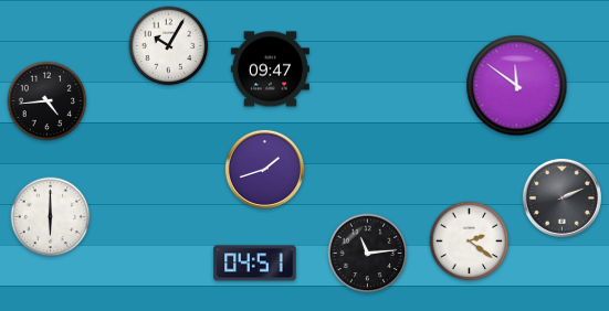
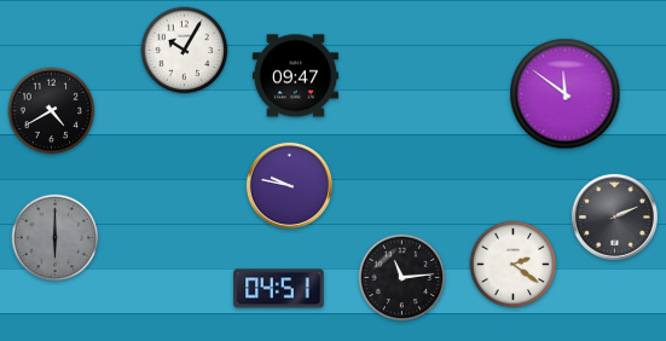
clock at (48, 101): 4:44 -> 4:40
clock at (264, 169): 1:42 -> 9:47
clock at (51, 217) dial: white -> grey
